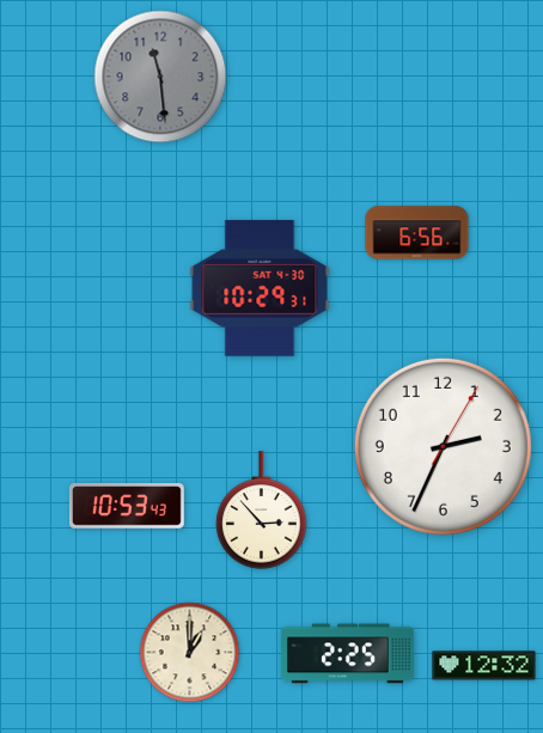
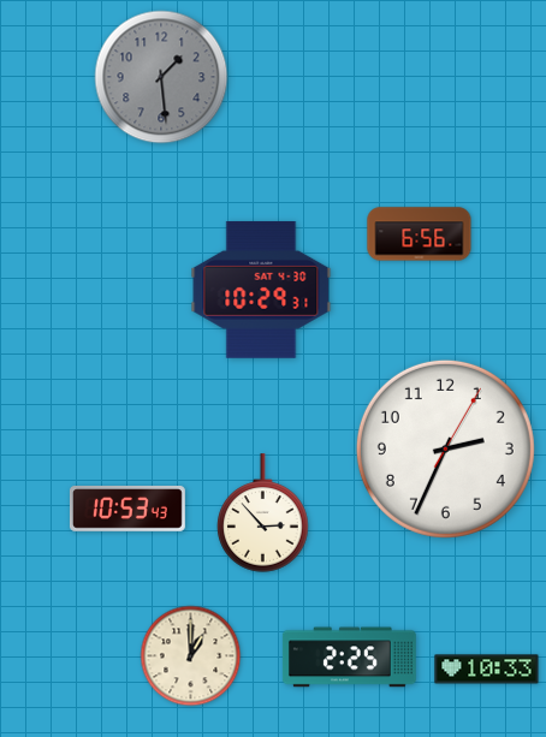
clock at (160, 77): 11:29 -> 1:29
clock at (484, 666): 12:32 -> 10:33
